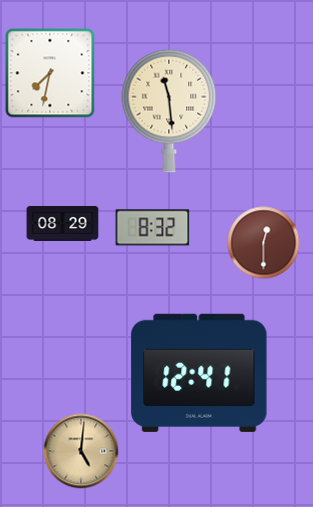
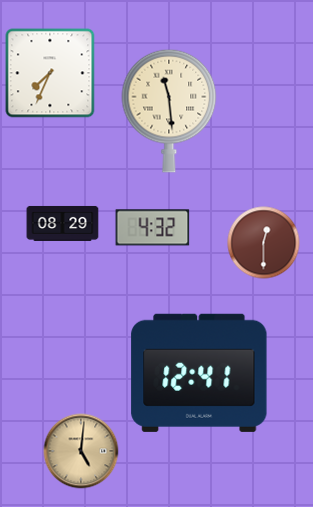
clock at (50, 73): 7:32 -> 7:34
clock at (153, 228): 8:32 -> 4:32
